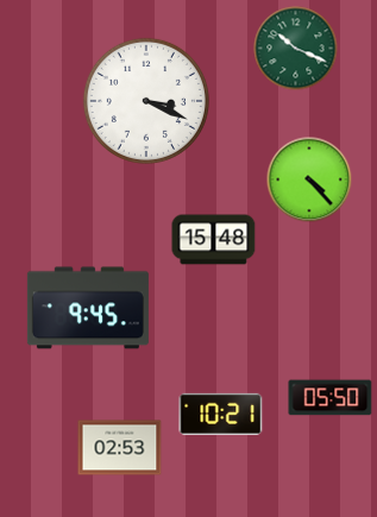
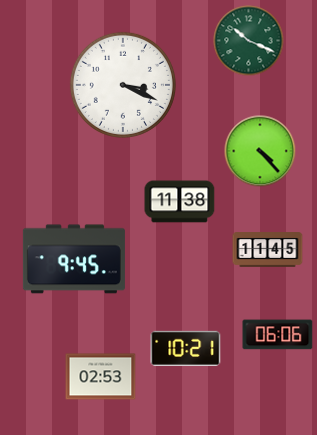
clock at (214, 240): 15:48 -> 11:38
clock at (268, 250): none -> 11:45
clock at (331, 398): 05:50 -> 06:06
